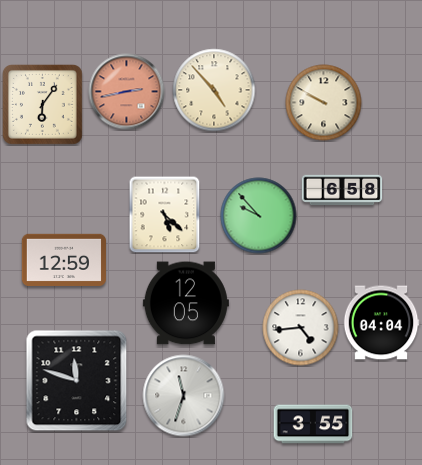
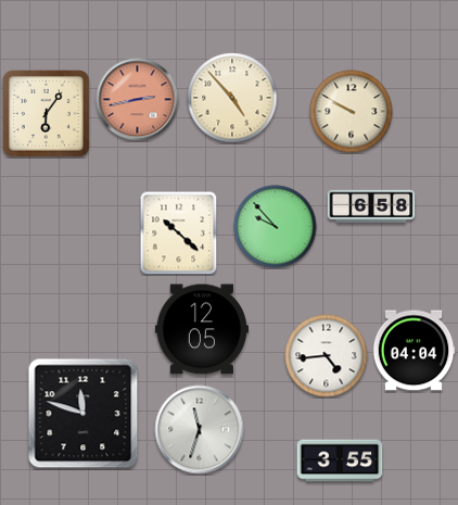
clock at (165, 214): 5:22 -> 10:22
clock at (259, 216) position: (259, 216) -> (276, 227)
clock at (64, 259): 12:59 -> none
